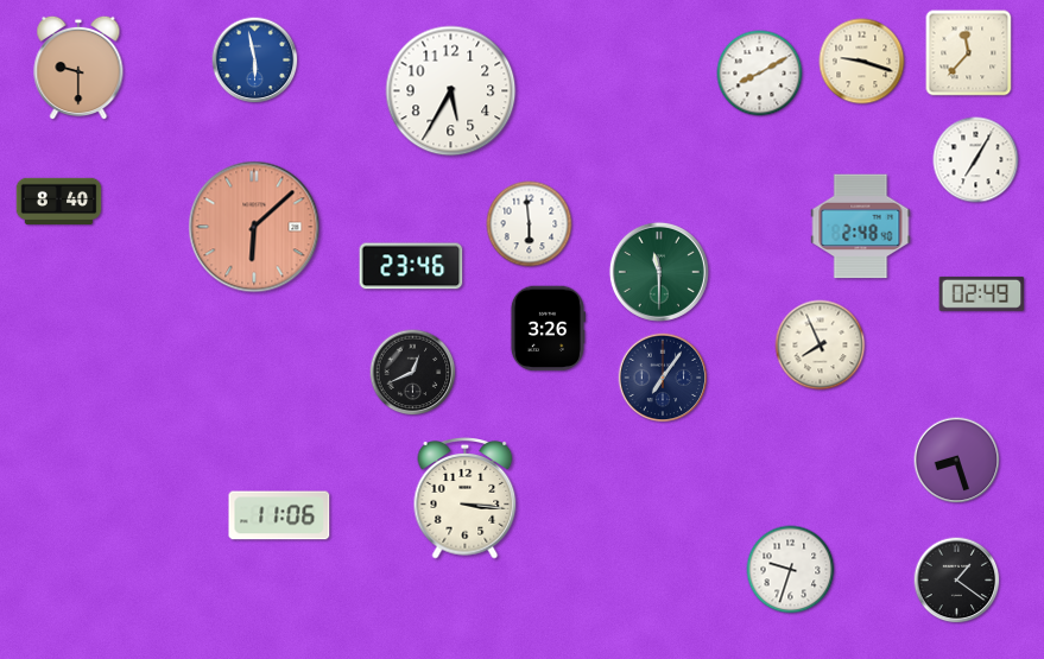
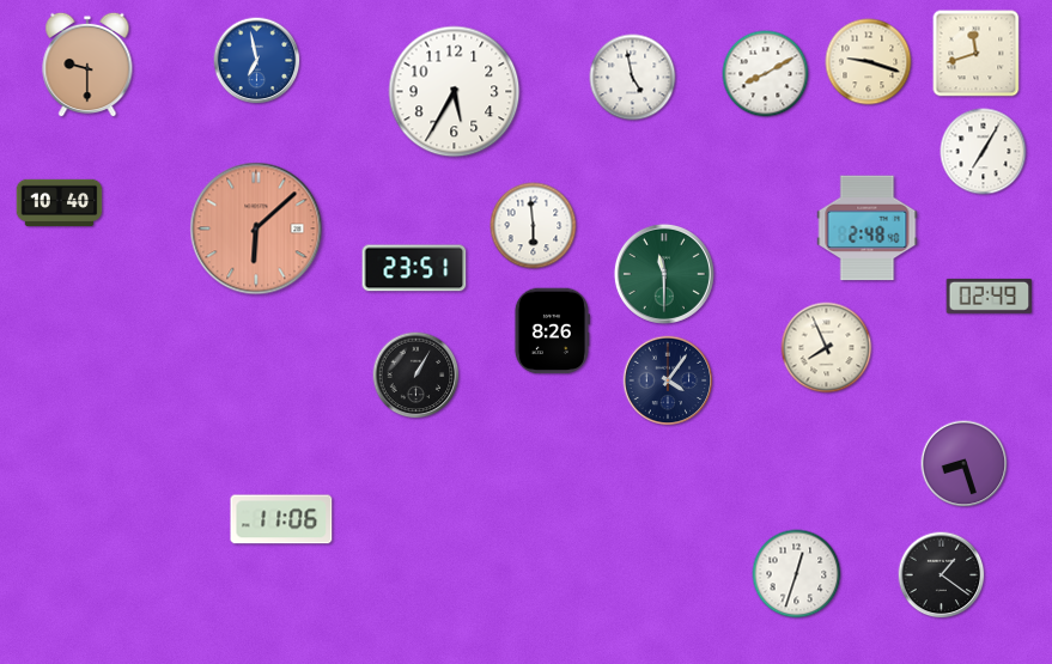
clock at (969, 53): 11:37 -> 11:42
clock at (255, 61): 5:58 -> 6:58
clock at (78, 68) position: (78, 68) -> (87, 65)
clock at (633, 78): none -> 4:58
clock at (976, 160) position: (976, 160) -> (984, 152)
clock at (59, 202): 8:40 -> 10:40
clock at (411, 266): 23:46 -> 23:51
clock at (548, 329): 3:26 -> 8:26
clock at (413, 373): 12:41 -> 1:05
clock at (663, 378): 7:06 -> 4:06
clock at (466, 499): 3:16 -> none
clock at (791, 570): 9:33 -> 12:33
clock at (957, 581) position: (957, 581) -> (942, 575)
